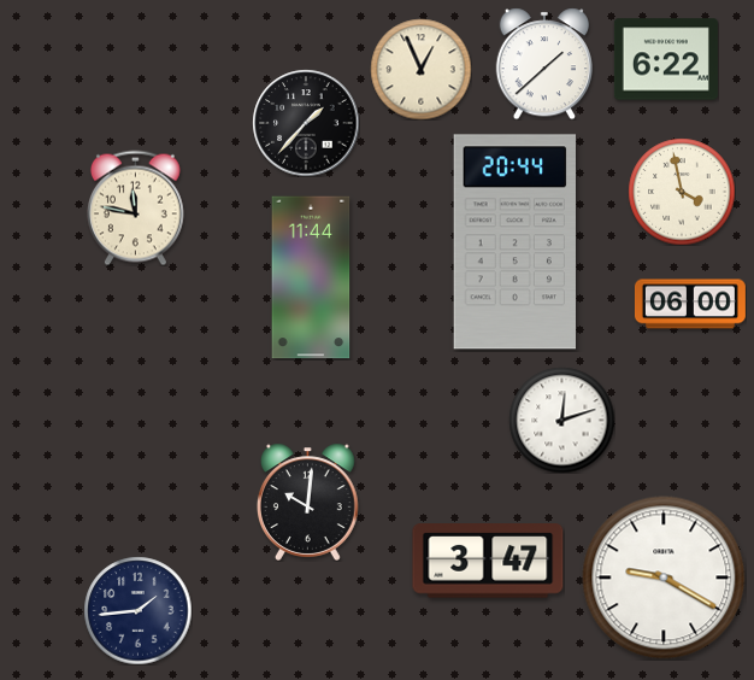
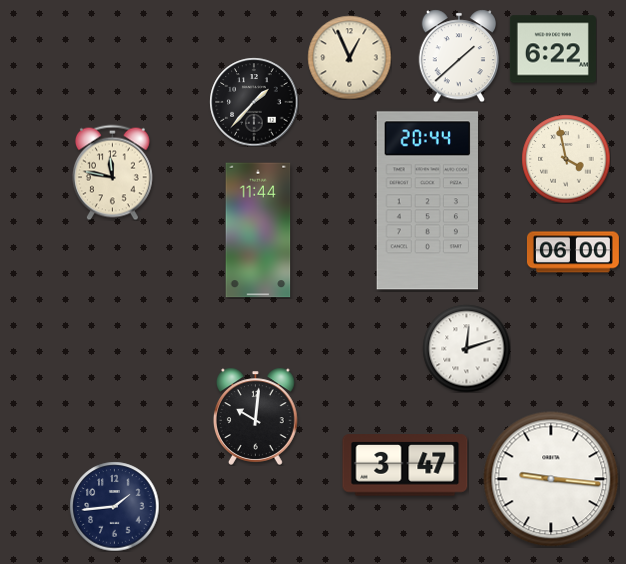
clock at (543, 64) position: (543, 64) -> (458, 56)
clock at (664, 578): 9:20 -> 9:16
